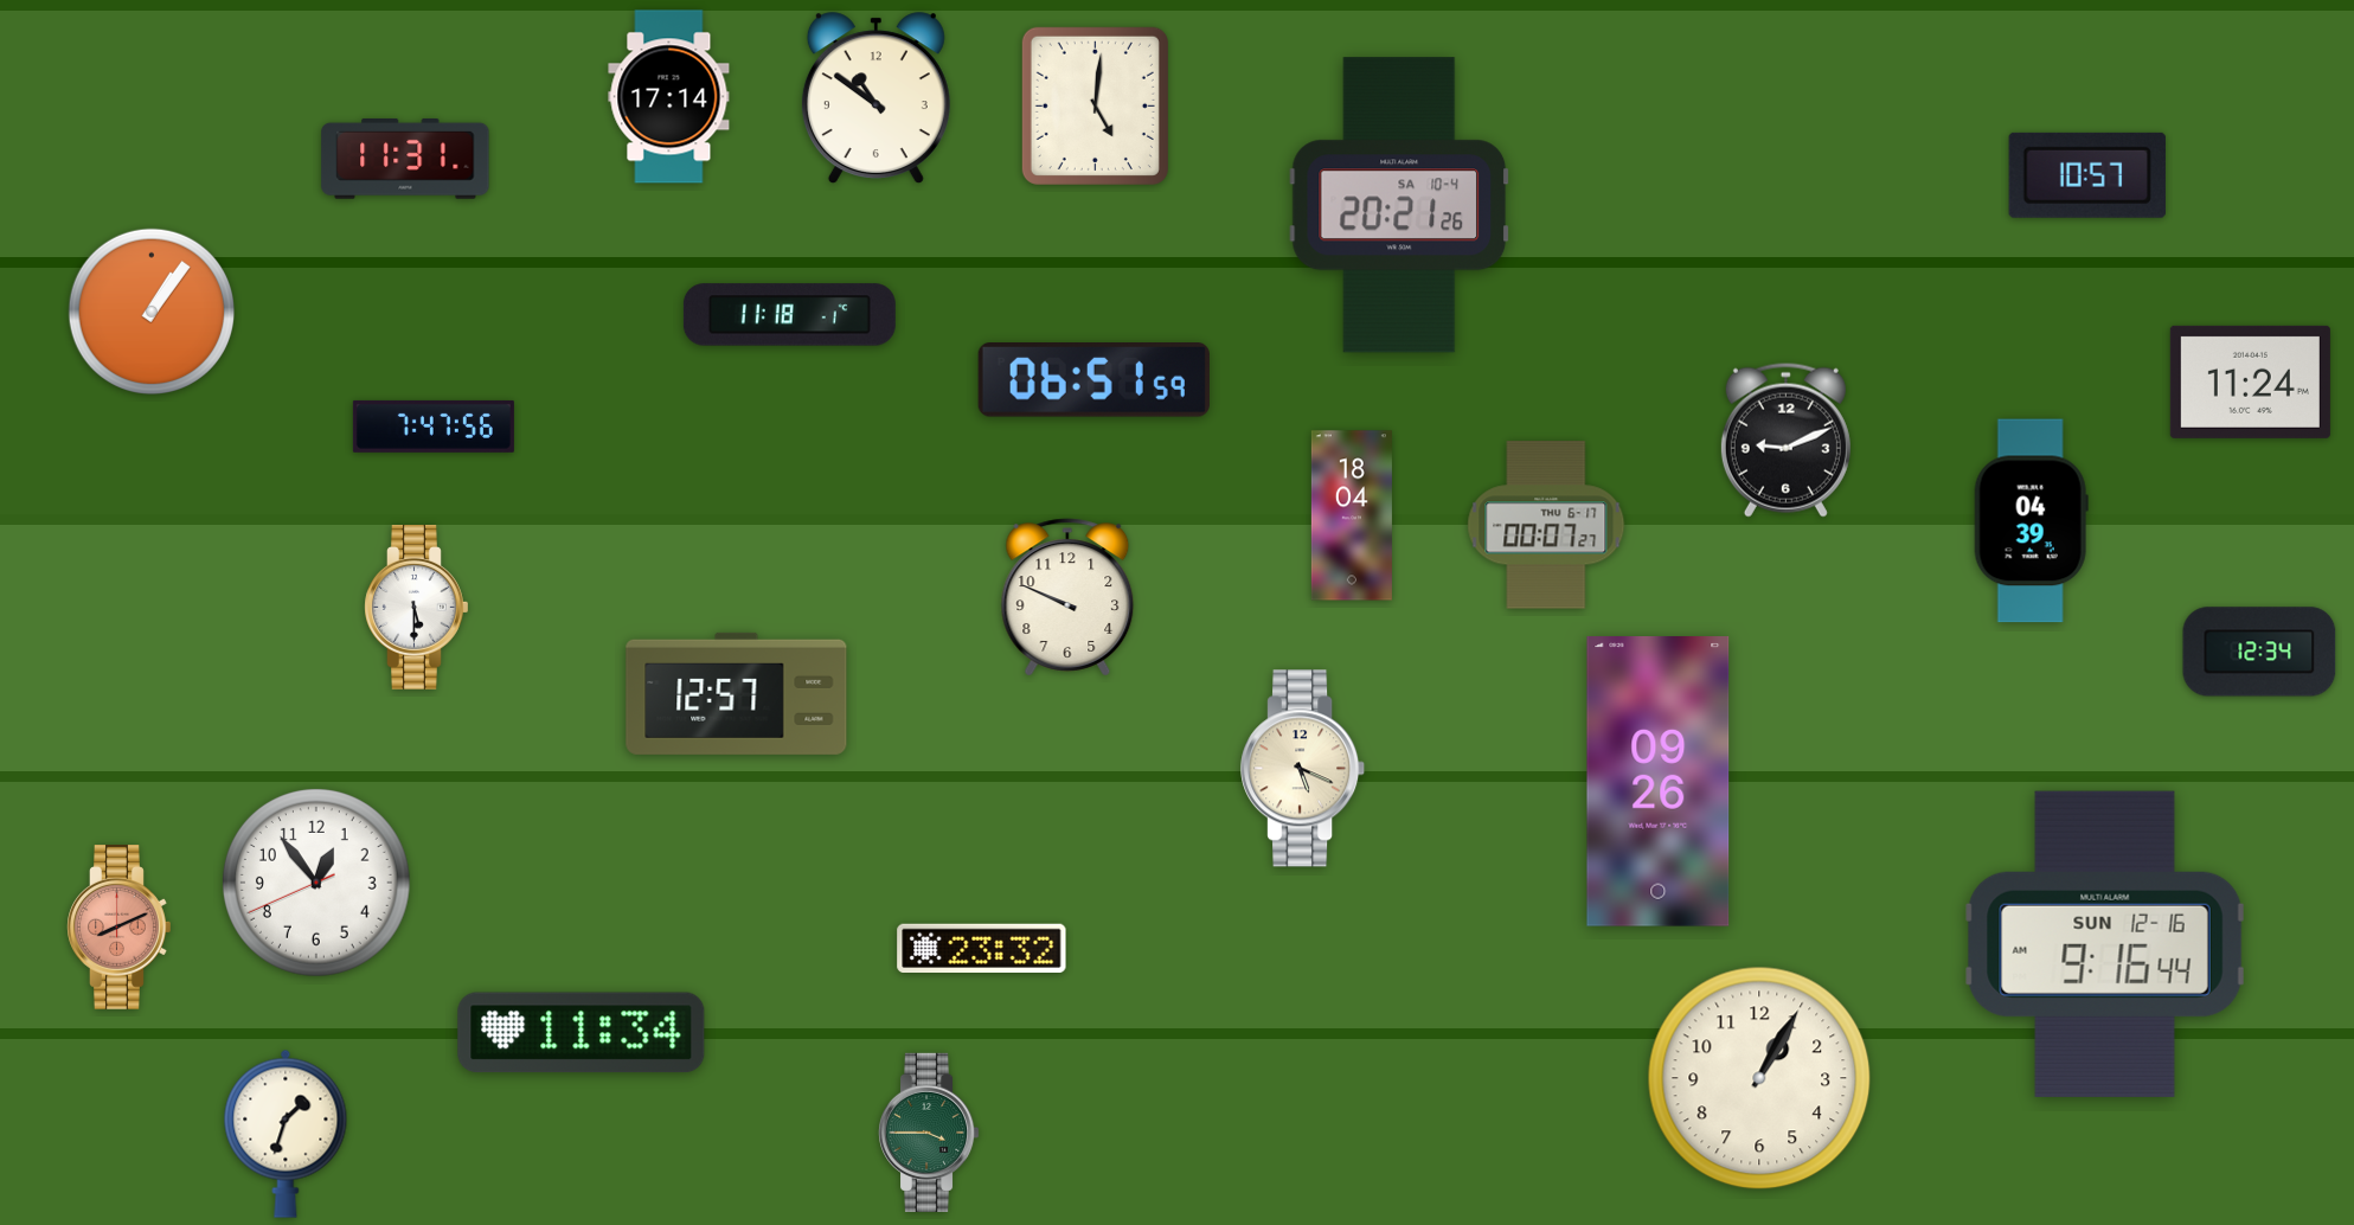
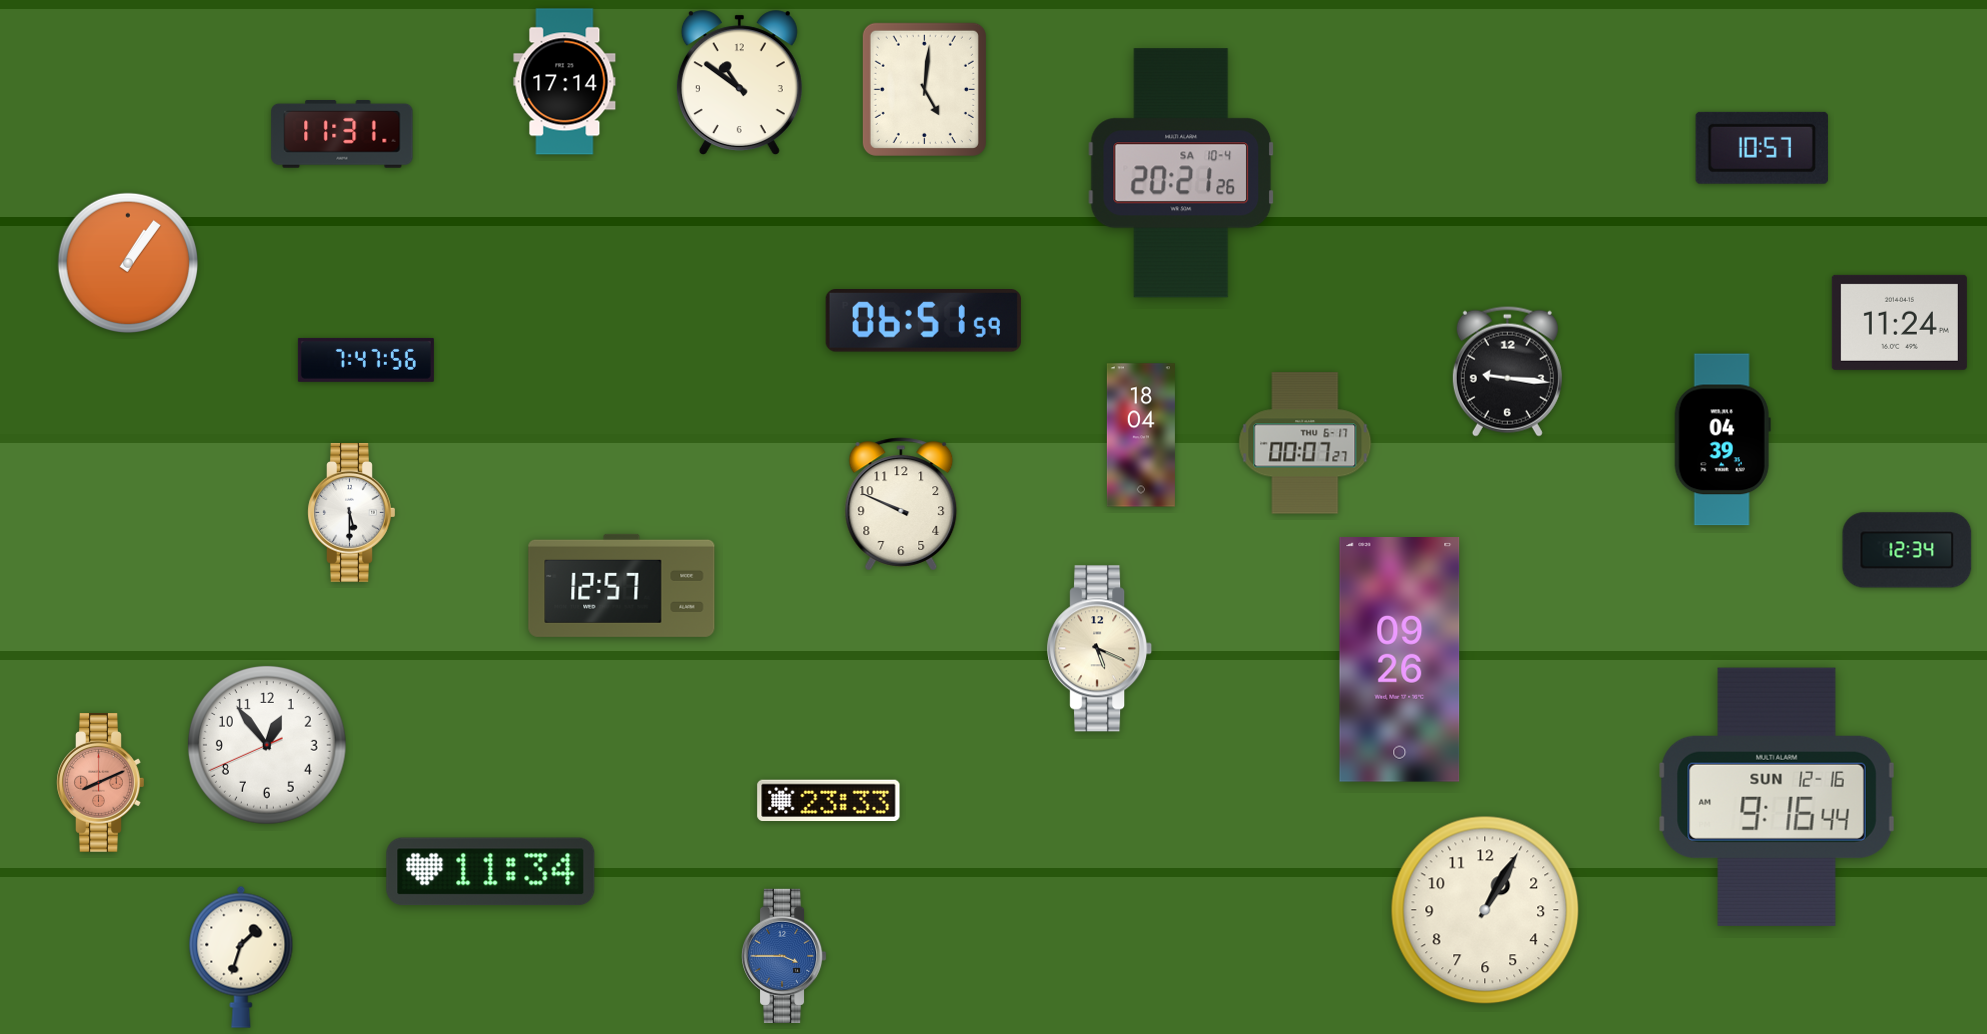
clock at (789, 315): 11:18 -> none
clock at (1785, 440): 9:11 -> 9:16
clock at (2031, 521) position: (2031, 521) -> (1722, 440)
clock at (982, 949): 23:32 -> 23:33
clock at (930, 1133) dial: green -> blue
